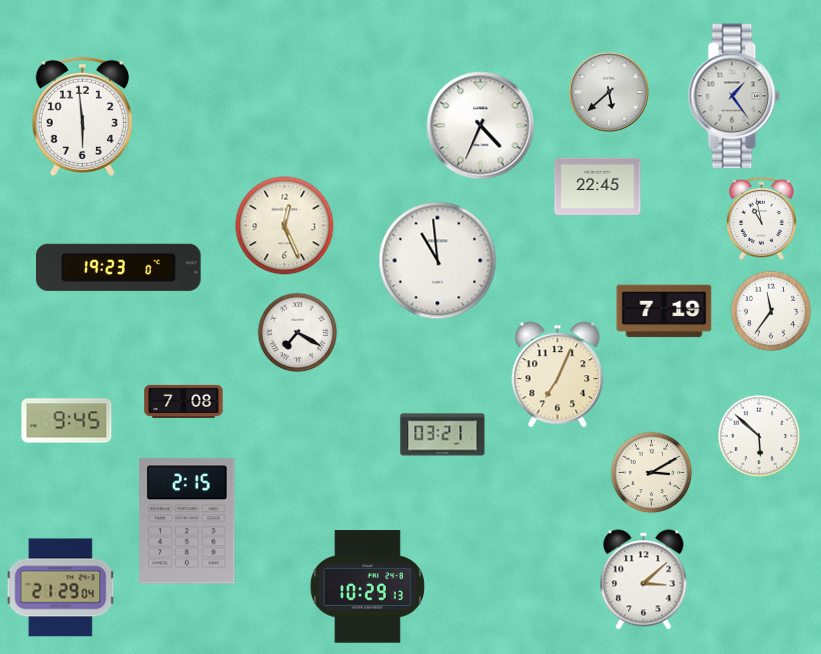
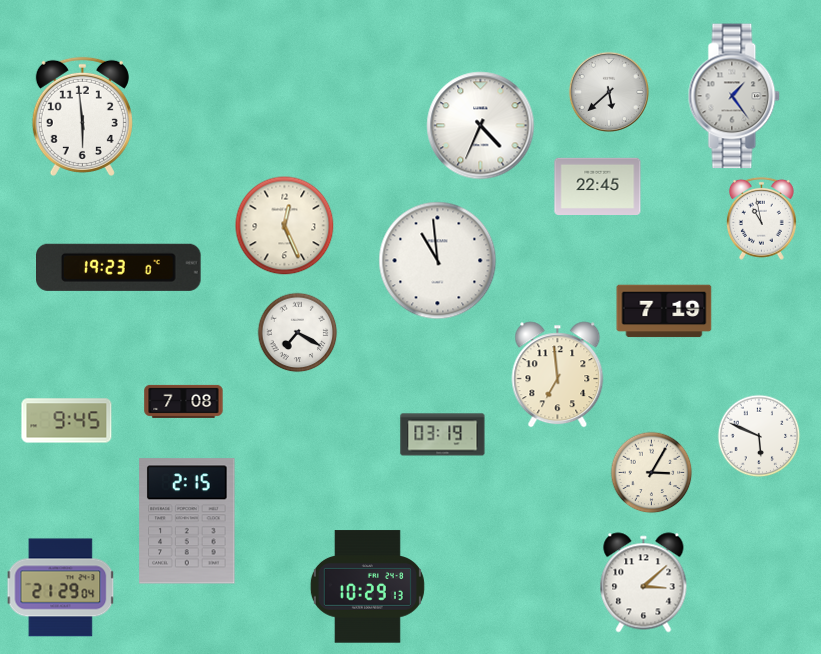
clock at (771, 311): 11:36 -> none
clock at (558, 375): 7:04 -> 6:59
clock at (443, 435): 03:21 -> 03:19
clock at (759, 436): 5:52 -> 5:49
clock at (651, 472): 3:10 -> 3:05
clock at (644, 580) position: (644, 580) -> (644, 583)
